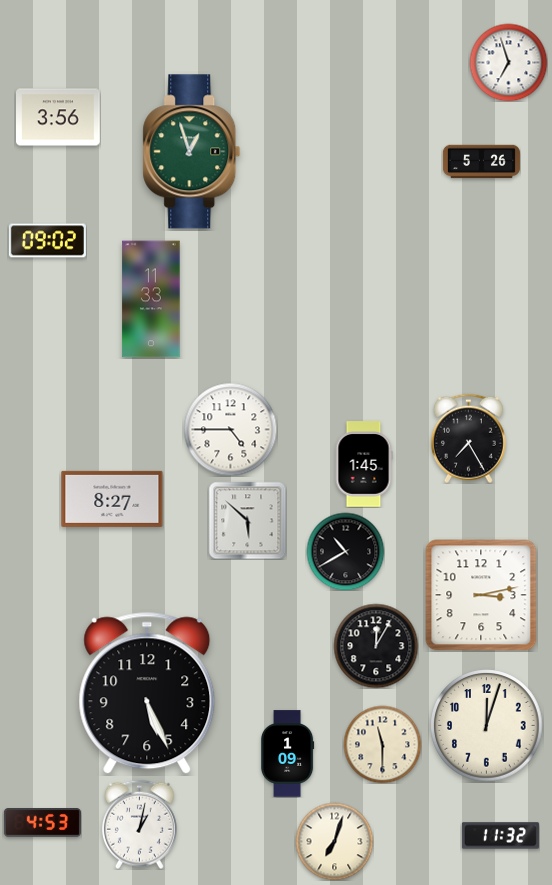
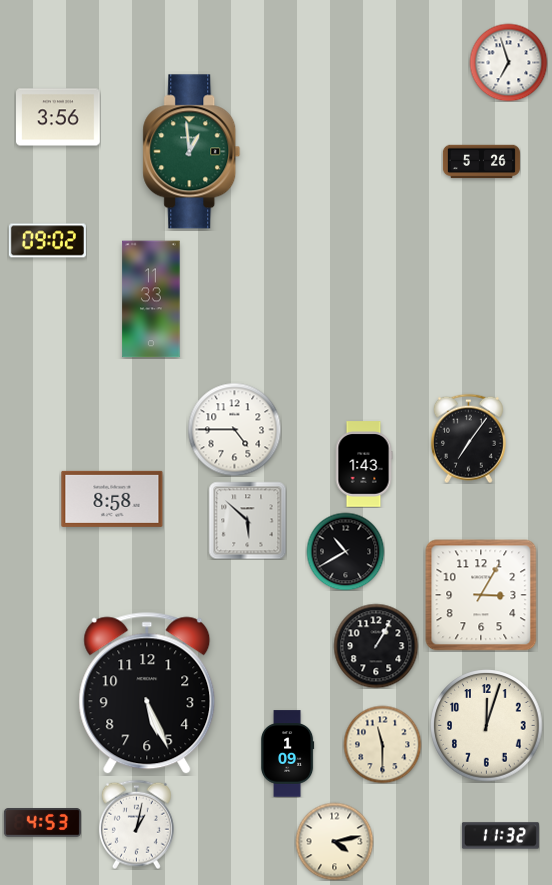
clock at (192, 152): 12:57 -> 12:59
clock at (230, 429) position: (230, 429) -> (234, 429)
clock at (468, 438): 7:25 -> 7:06
clock at (364, 464): 1:45 -> 1:43
clock at (112, 499): 8:27 -> 8:58
clock at (481, 595): 3:13 -> 3:05
clock at (376, 646): 12:05 -> 1:05
clock at (139, 824) position: (139, 824) -> (136, 824)
clock at (334, 841): 7:03 -> 4:13
